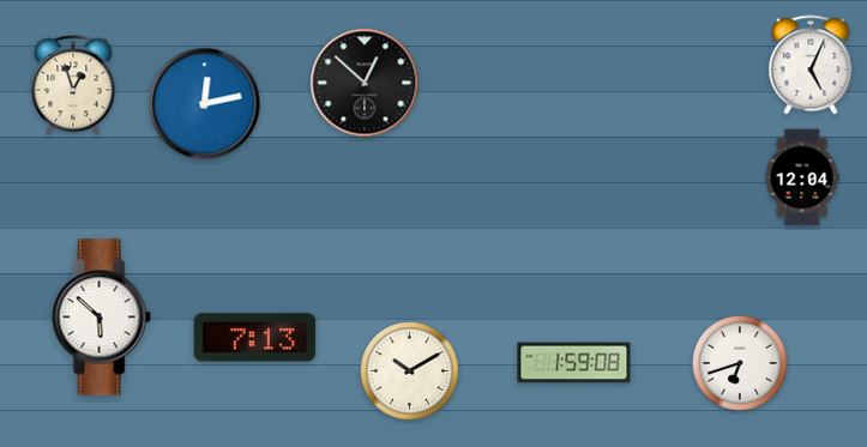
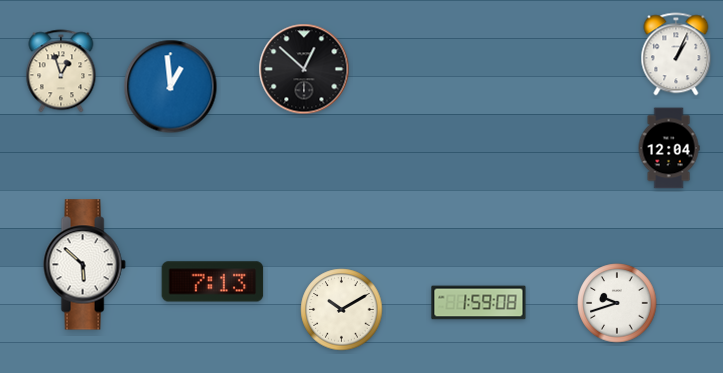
clock at (811, 65): 5:04 -> 1:04
clock at (205, 104): 12:13 -> 12:59
clock at (740, 363): 6:42 -> 9:42
